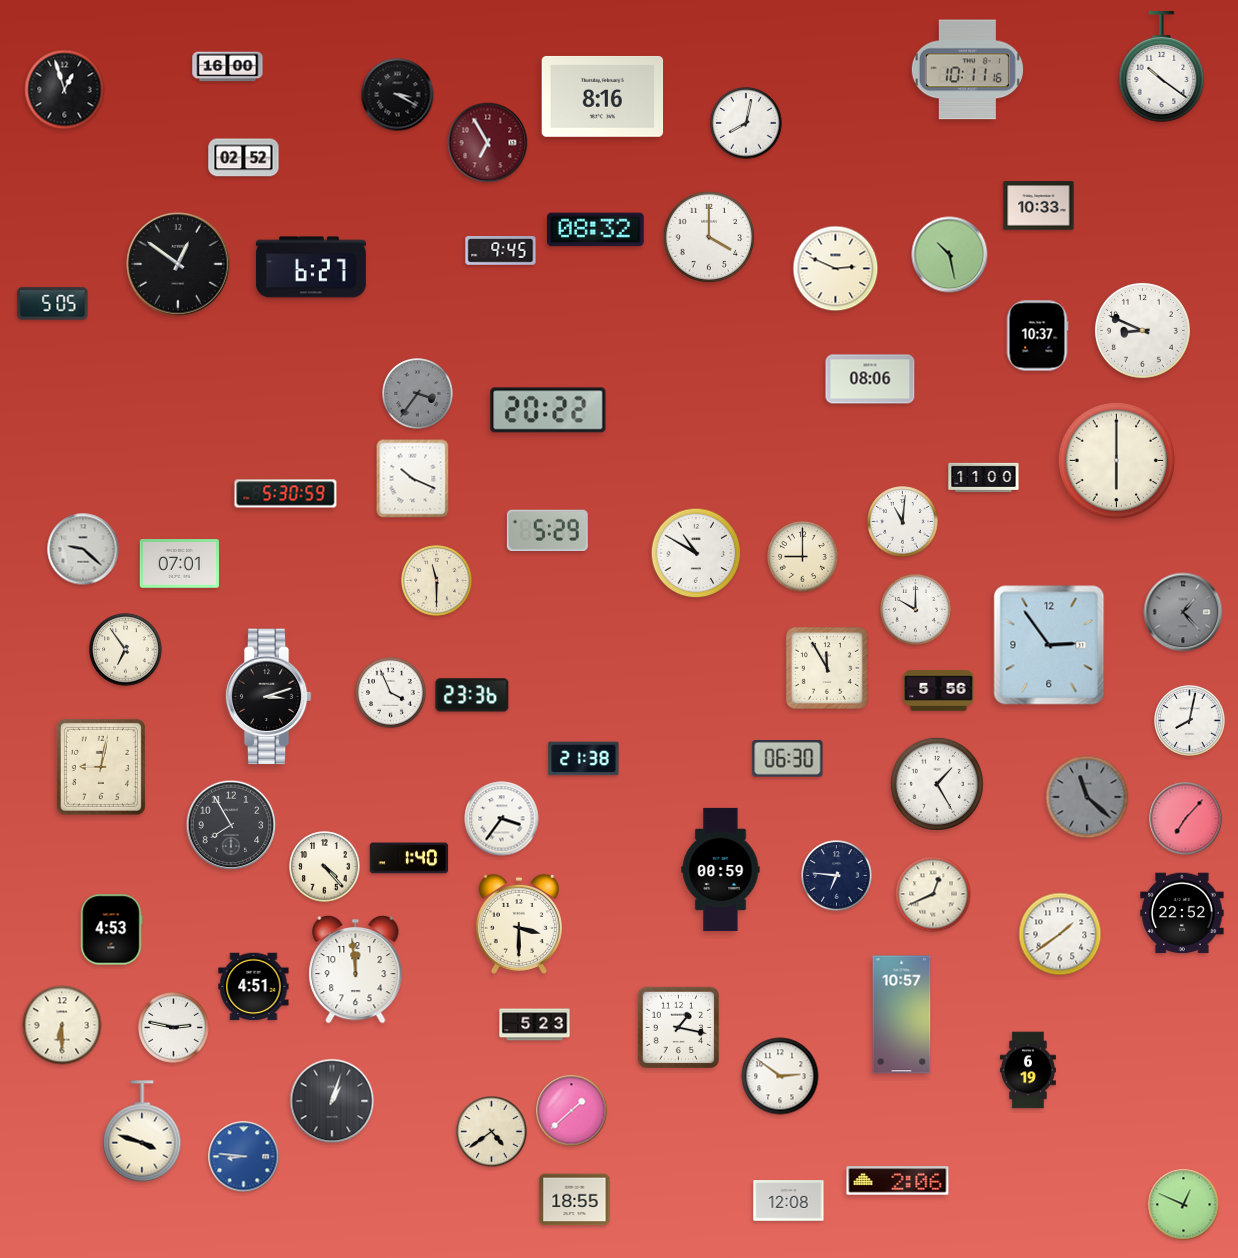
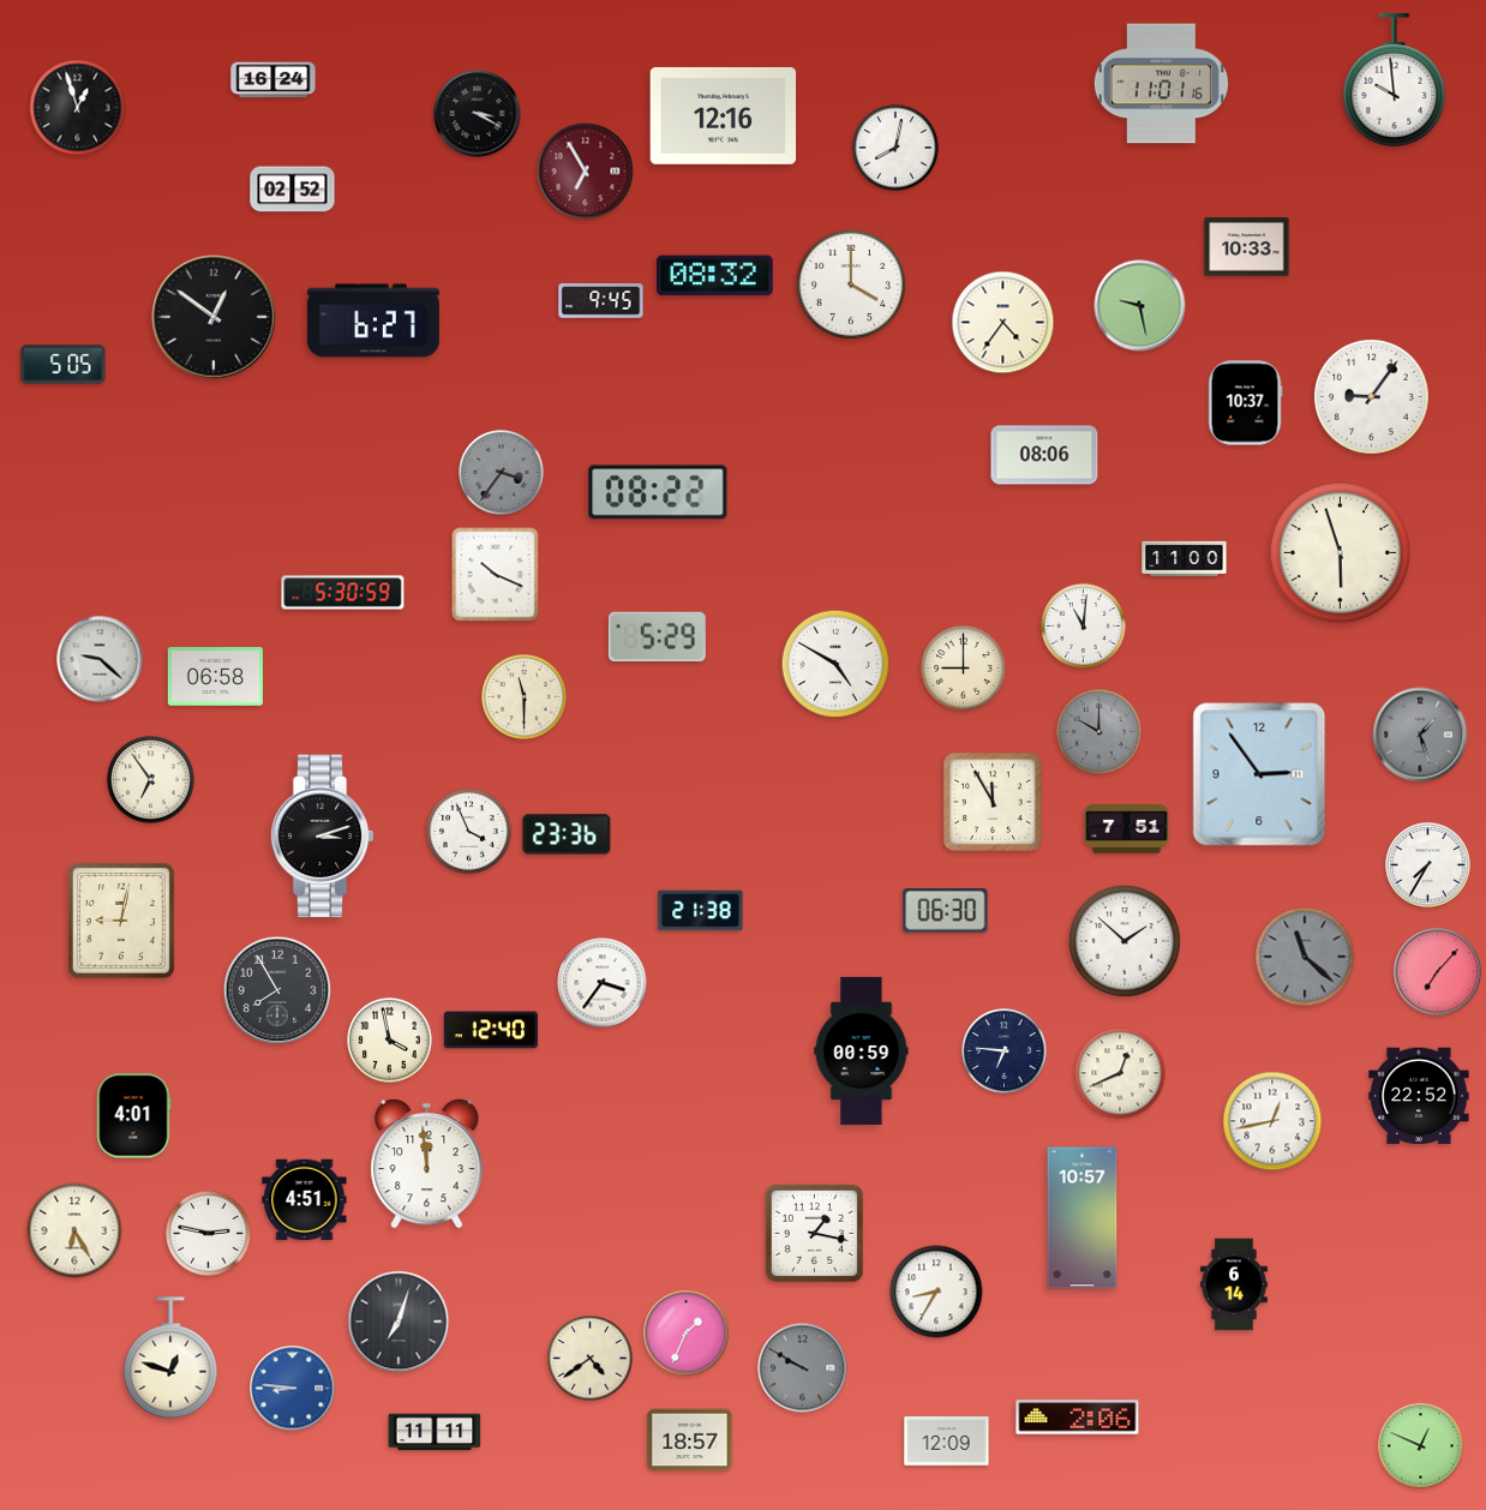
clock at (228, 67): 16:00 -> 16:24
clock at (1162, 68): 10:21 -> 9:59
clock at (967, 70): 10:11 -> 11:01
clock at (603, 96): 8:16 -> 12:16
clock at (950, 255): 10:28 -> 9:28
clock at (836, 269): 2:49 -> 4:36
clock at (1142, 330): 8:49 -> 9:06
clock at (548, 410): 20:22 -> 08:22
clock at (1117, 461): 6:00 -> 5:57
clock at (984, 477) position: (984, 477) -> (1185, 558)
clock at (696, 553): 10:50 -> 4:50
clock at (179, 564): 07:01 -> 06:58
clock at (916, 610) dial: white -> grey
clock at (1183, 612): 1:23 -> 1:27
clock at (939, 691): 5:56 -> 7:51
clock at (1190, 721): 8:02 -> 7:35
clock at (937, 784): 1:25 -> 1:52
clock at (1186, 819) position: (1186, 819) -> (1438, 972)
clock at (409, 858): 1:40 -> 12:40
clock at (325, 867): 4:23 -> 3:58
clock at (721, 869) position: (721, 869) -> (862, 1050)
clock at (519, 924): 3:30 -> none
clock at (112, 930): 4:53 -> 4:01
clock at (1060, 934): 1:39 -> 12:43
clock at (254, 987) position: (254, 987) -> (305, 1200)
clock at (62, 1025): 6:30 -> 6:25
clock at (535, 1025): 5:23 -> none
clock at (1028, 1070): 6:19 -> 6:14
clock at (780, 1076): 2:51 -> 8:35
clock at (332, 1101): 1:03 -> 7:03
clock at (572, 1111): 1:38 -> 1:34
clock at (142, 1131): 3:48 -> 12:48
clock at (803, 1368): none -> 9:50
clock at (435, 1432): none -> 11:11
clock at (575, 1200): 18:55 -> 18:57
clock at (789, 1201): 12:08 -> 12:09
